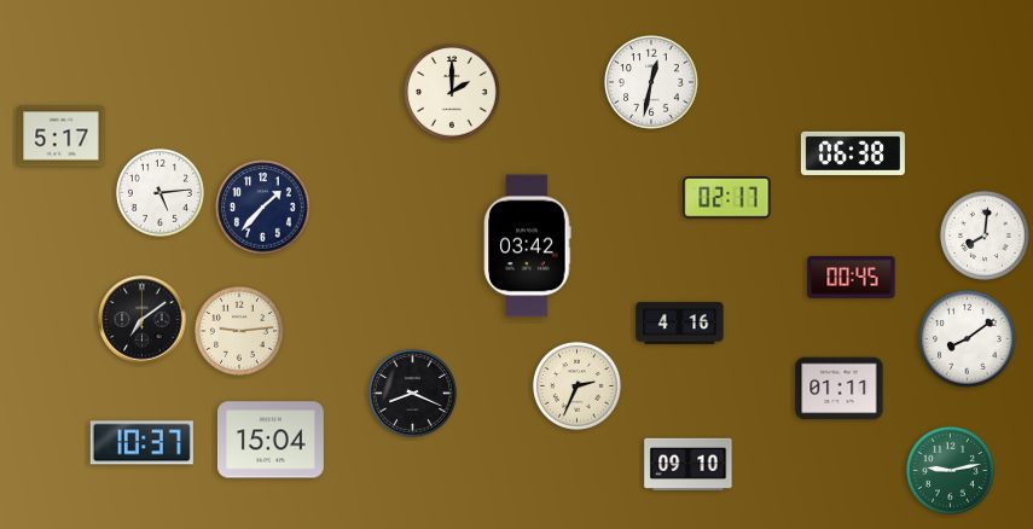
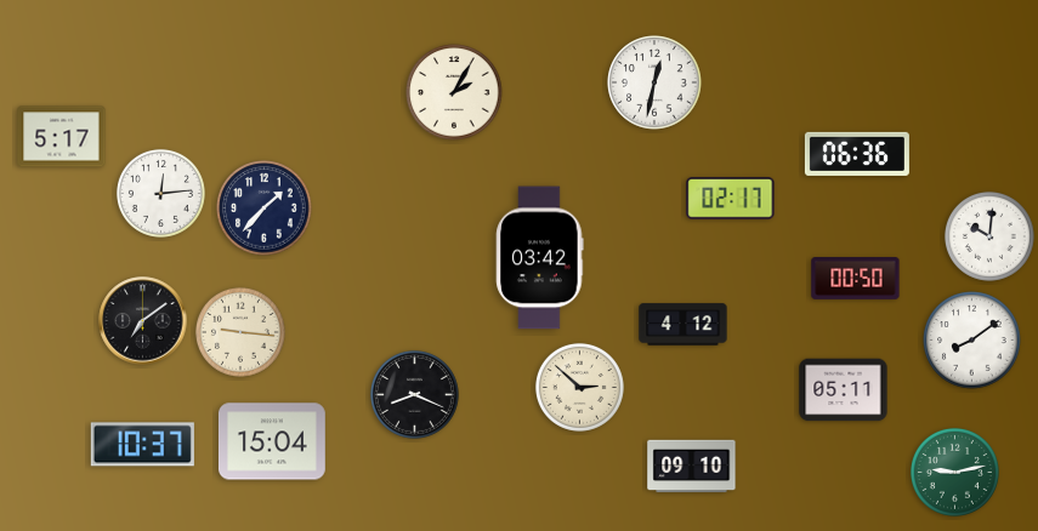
clock at (452, 92): 2:00 -> 2:05
clock at (853, 153): 06:38 -> 06:36
clock at (159, 192): 5:14 -> 12:14
clock at (985, 236): 8:01 -> 10:01
clock at (528, 246) position: (528, 246) -> (540, 258)
clock at (852, 278): 00:45 -> 00:50
clock at (680, 324): 4:16 -> 4:12
clock at (239, 331): 9:14 -> 9:16
clock at (576, 385): 2:34 -> 2:52
clock at (840, 389): 01:11 -> 05:11
